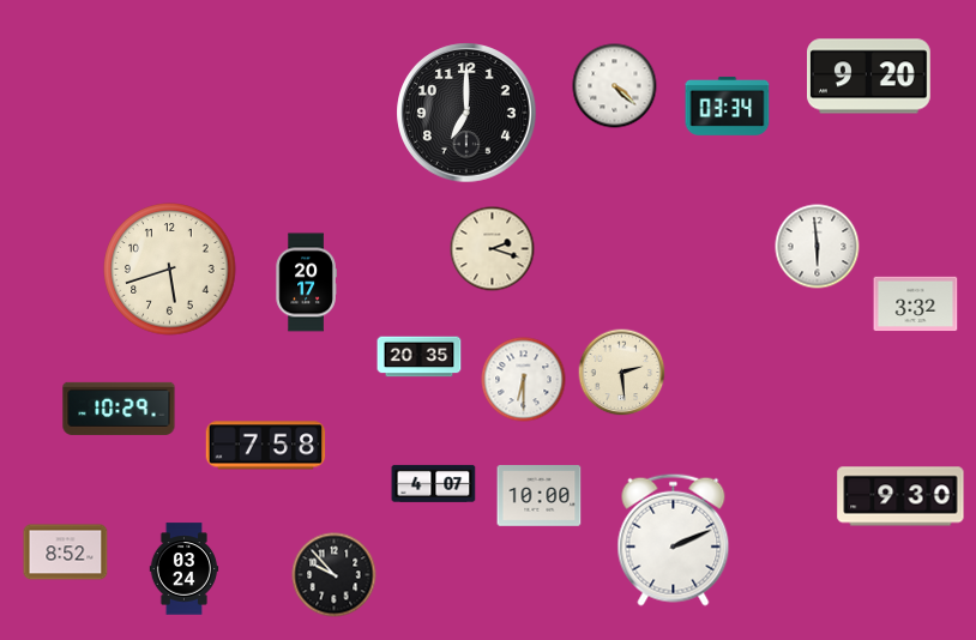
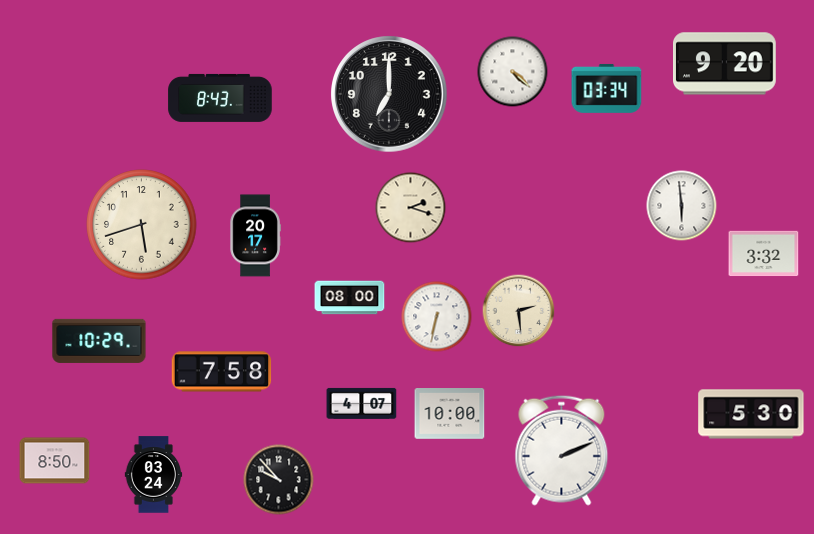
clock at (220, 98): none -> 8:43
clock at (420, 357): 20:35 -> 08:00
clock at (524, 380): 6:30 -> 6:32
clock at (900, 496): 9:30 -> 5:30
clock at (66, 553): 8:52 -> 8:50
